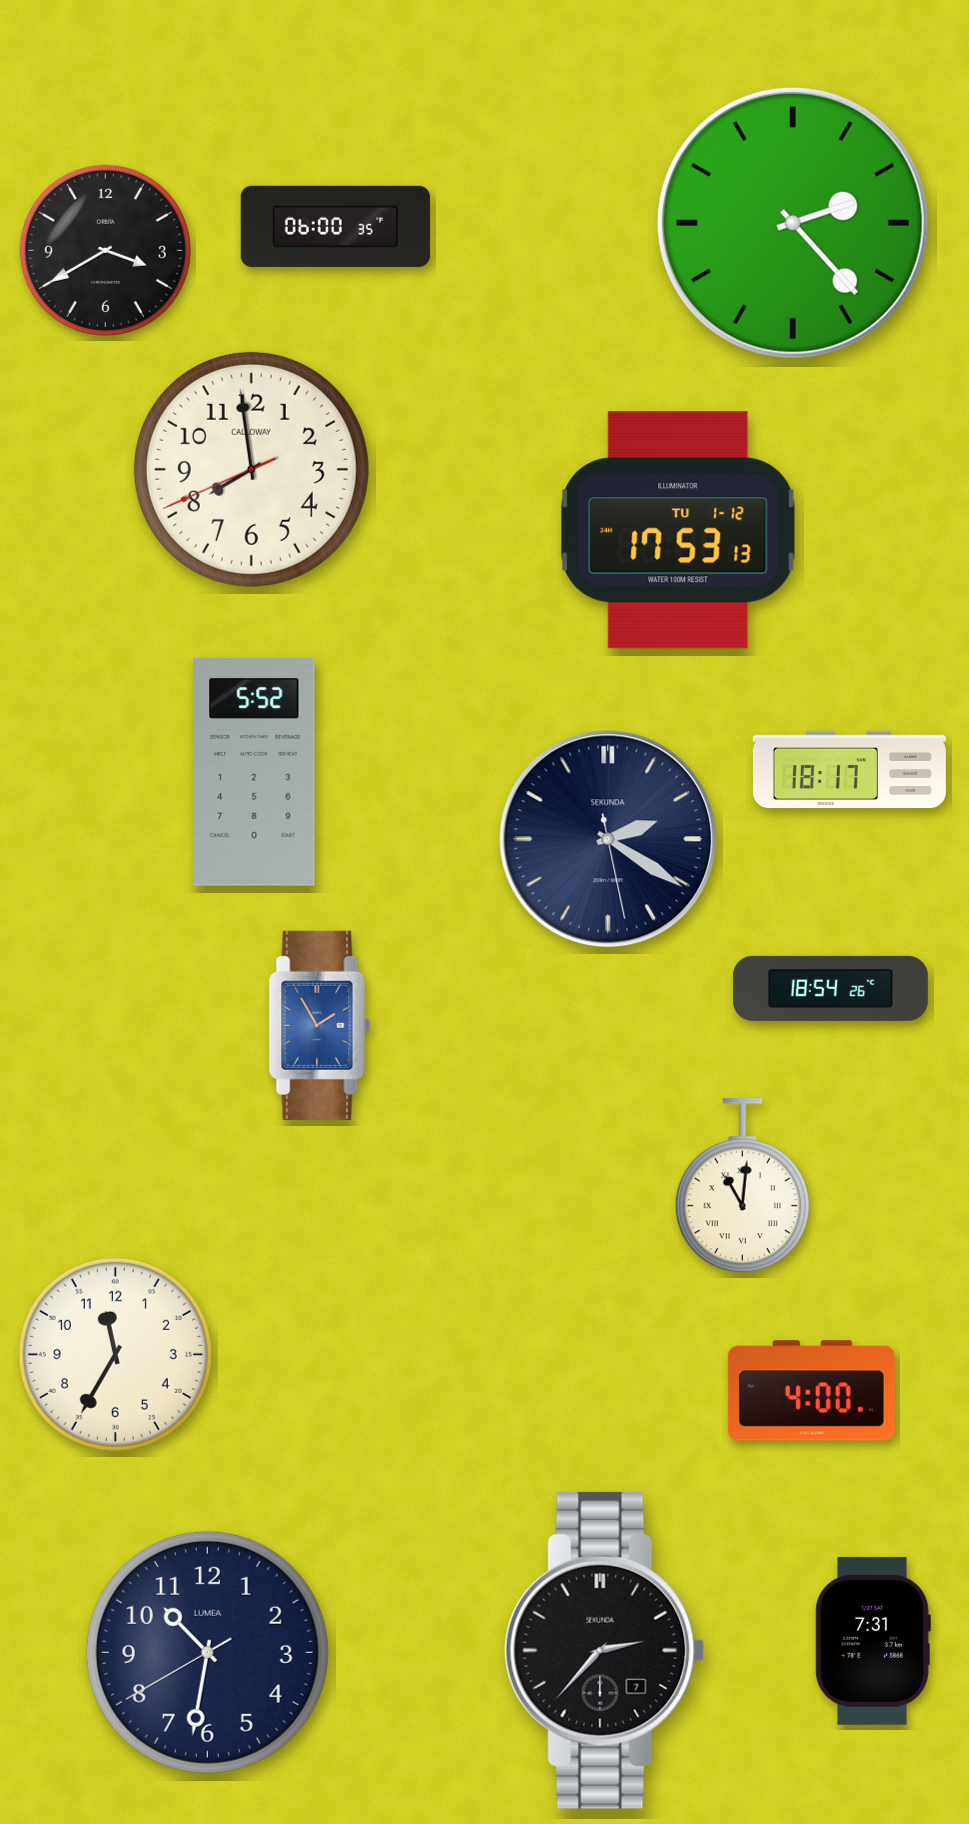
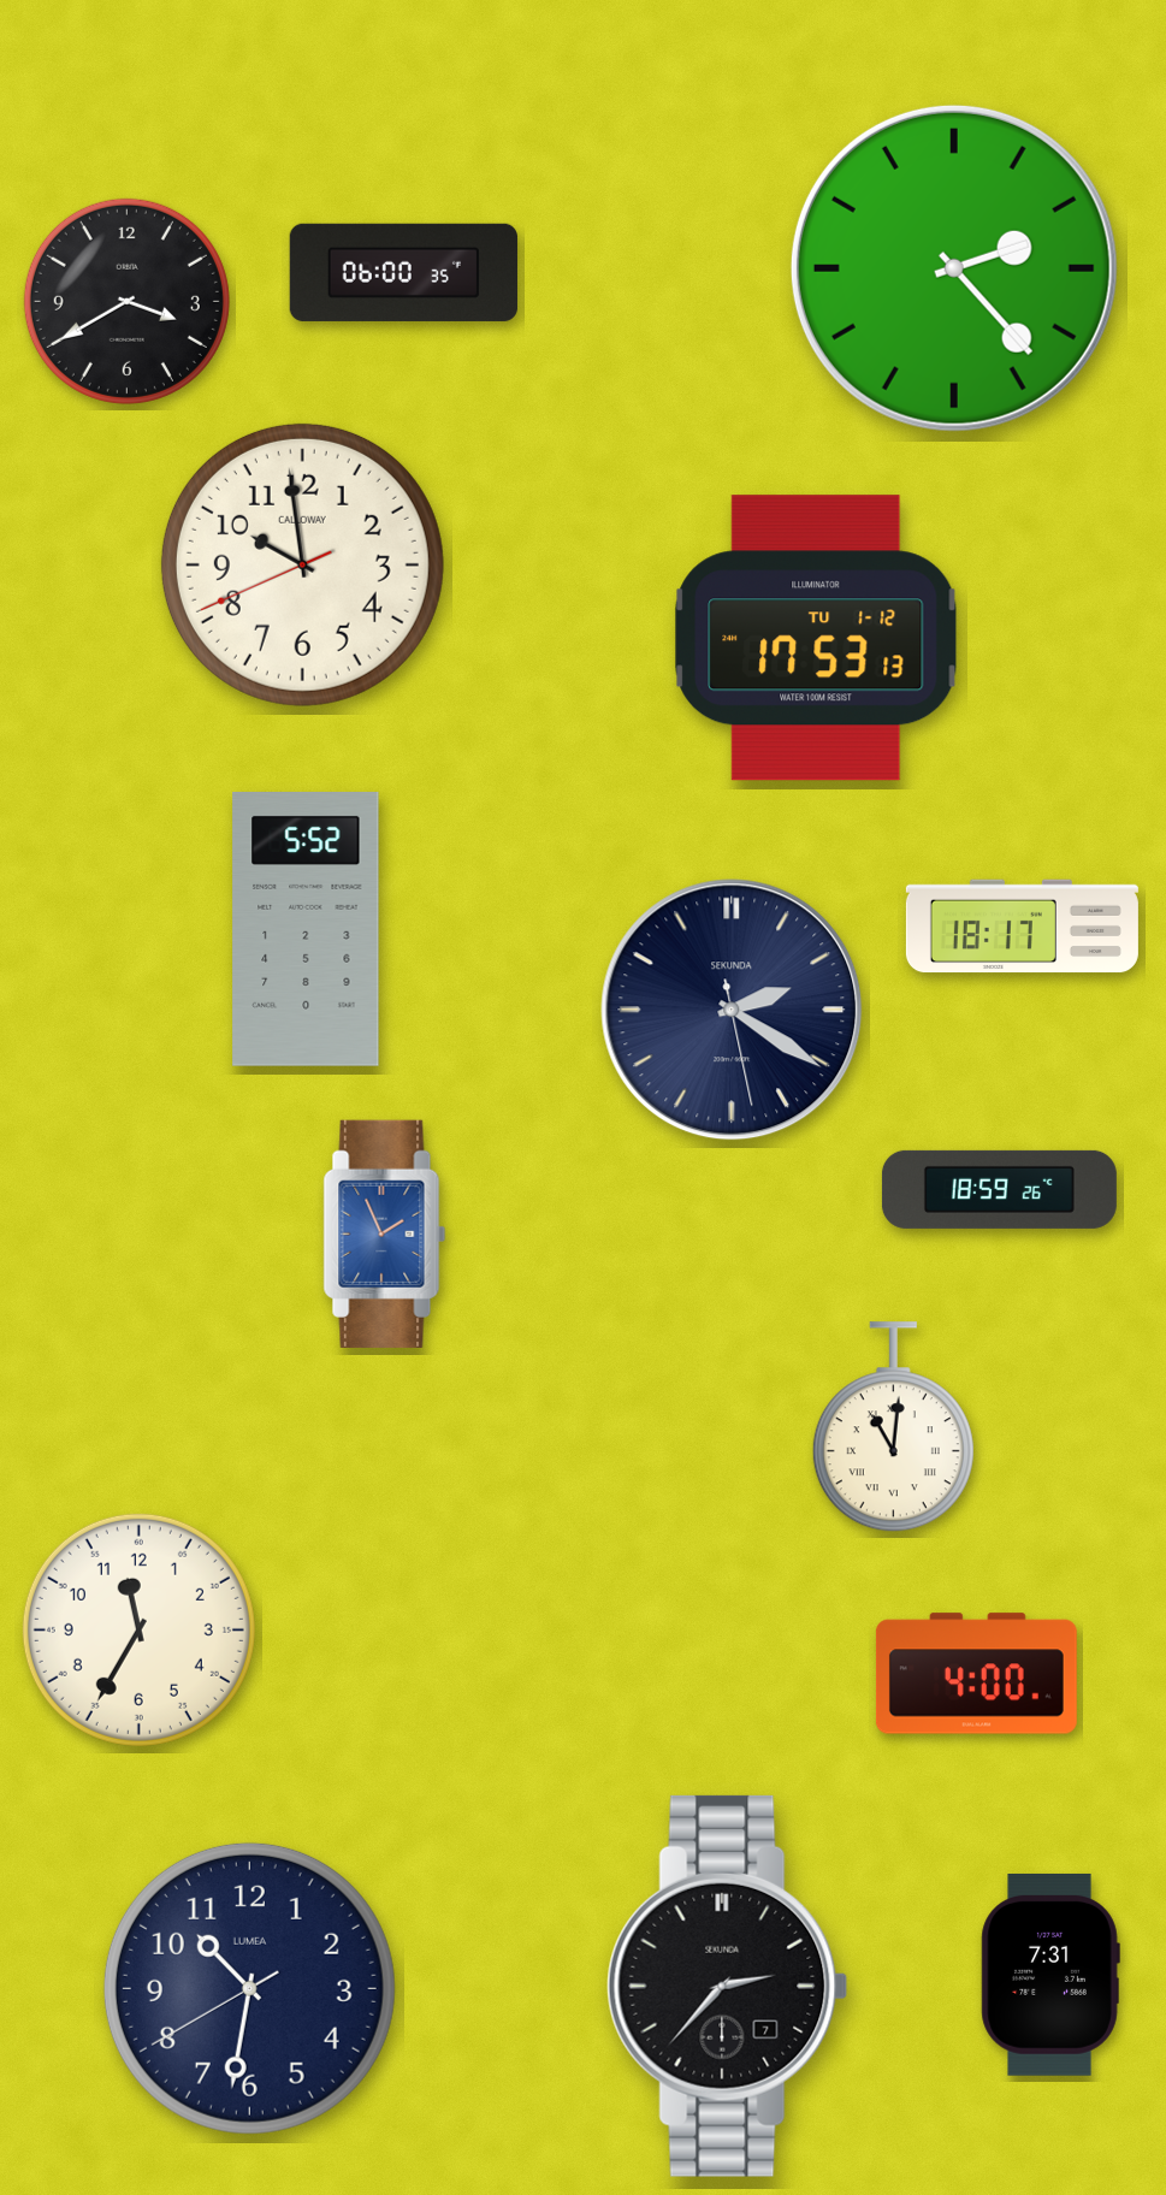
clock at (251, 469): 7:58 -> 9:58
clock at (830, 988): 18:54 -> 18:59
clock at (320, 1025): 1:55 -> 1:56
